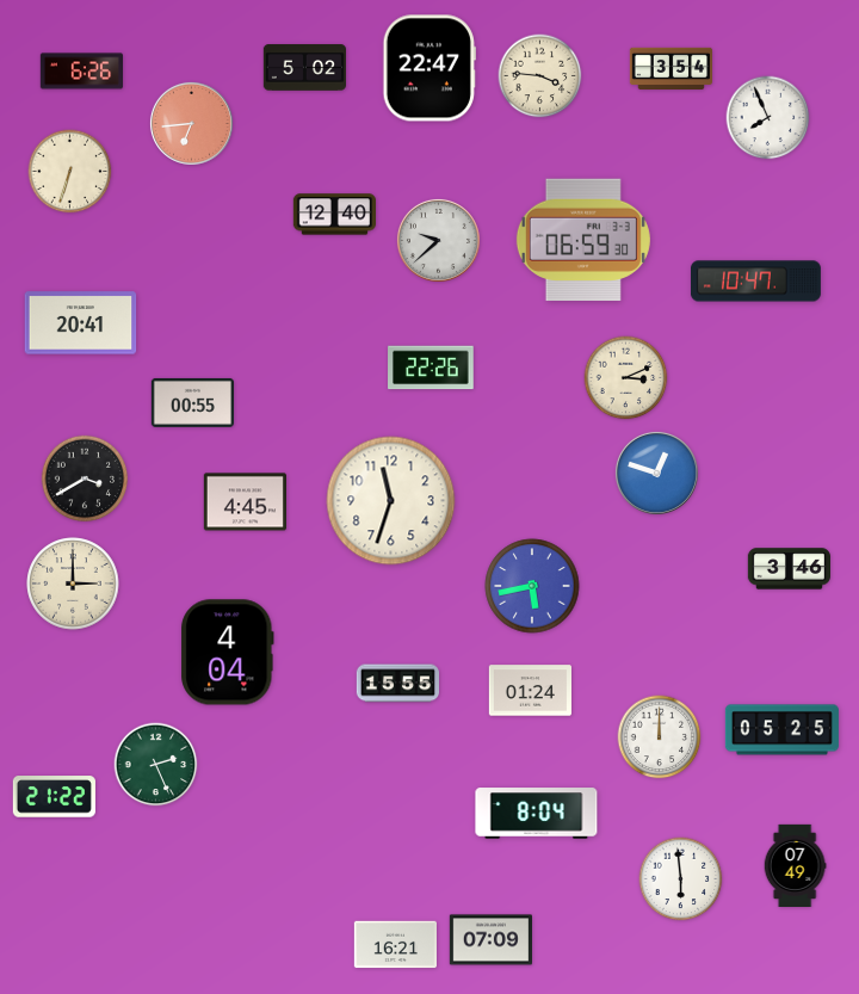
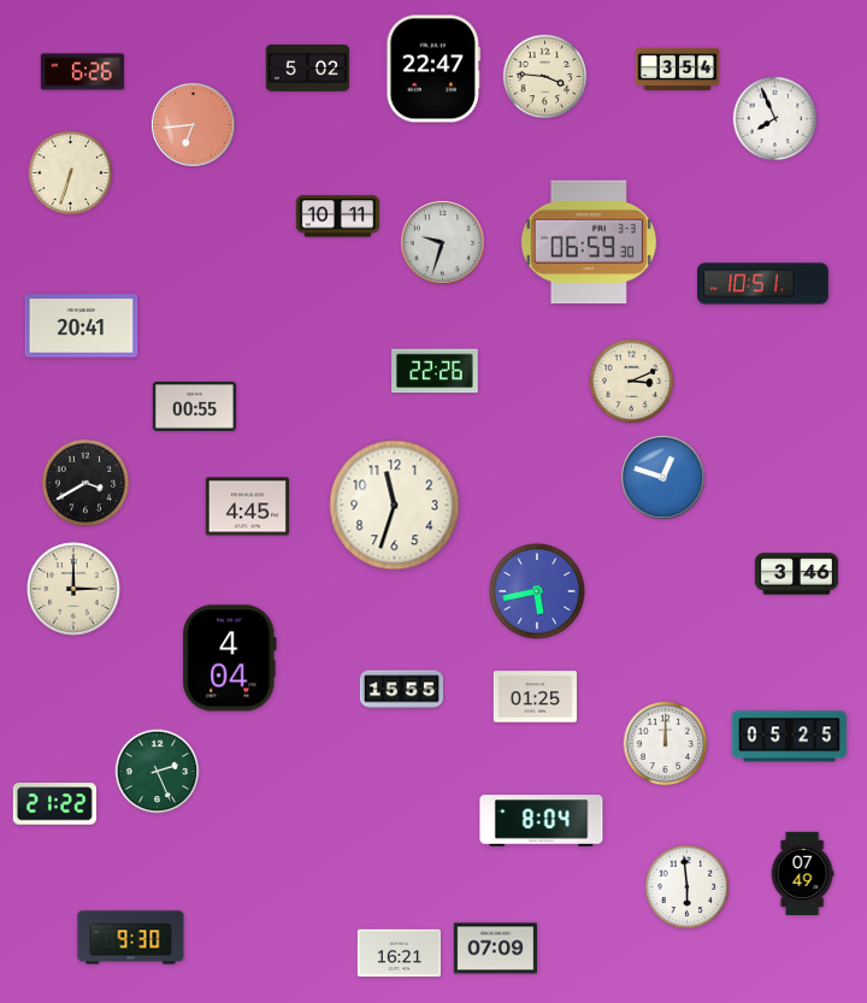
clock at (334, 215): 12:40 -> 10:11
clock at (438, 240): 9:38 -> 9:33
clock at (755, 282): 10:47 -> 10:51
clock at (530, 691): 01:24 -> 01:25
clock at (131, 938): none -> 9:30
